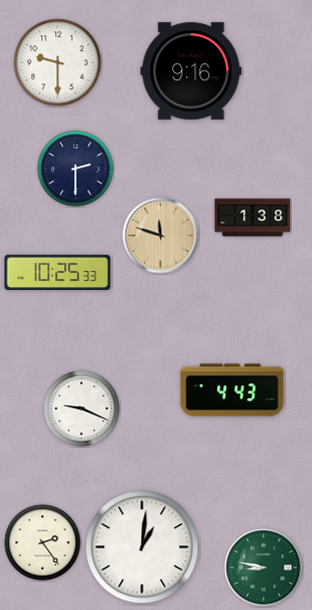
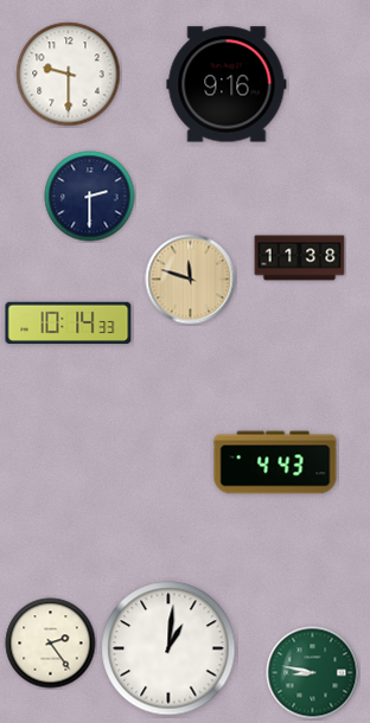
clock at (76, 169) position: (76, 169) -> (90, 197)
clock at (253, 218): 1:38 -> 11:38
clock at (58, 273): 10:25 -> 10:14
clock at (82, 409): 9:19 -> none
